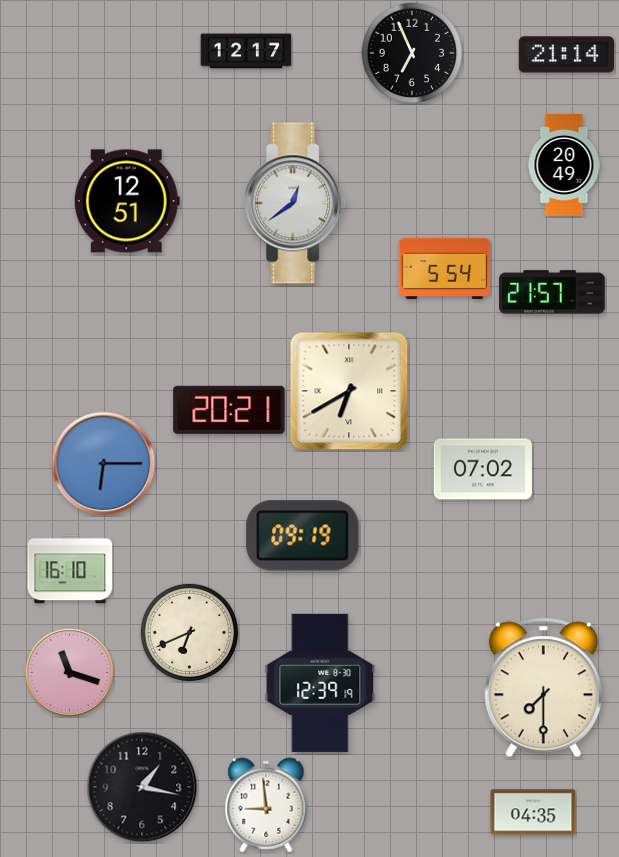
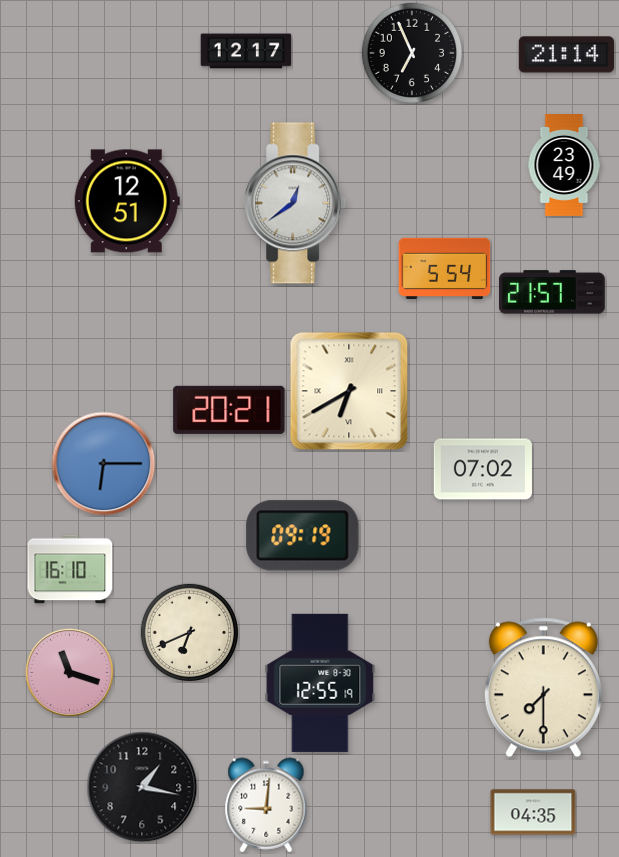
clock at (564, 165): 20:49 -> 23:49
clock at (320, 683): 12:39 -> 12:55
clock at (266, 805): 8:59 -> 9:01
